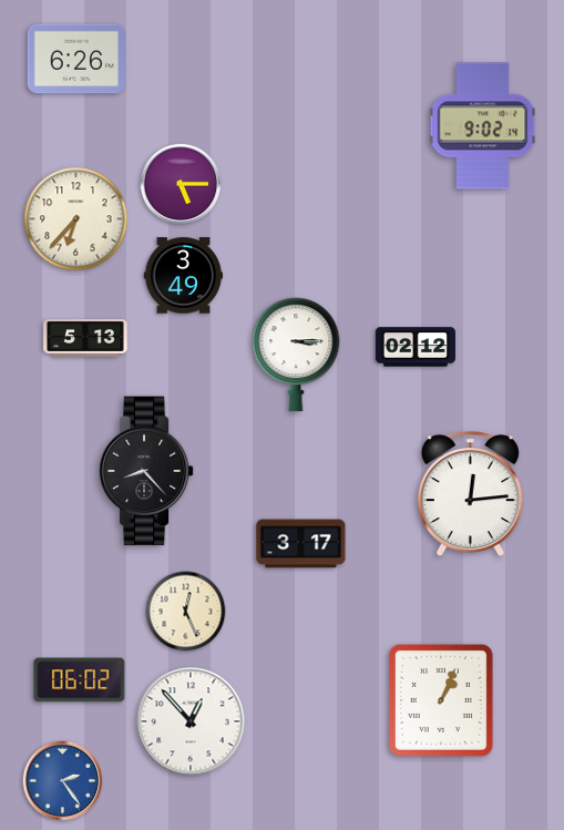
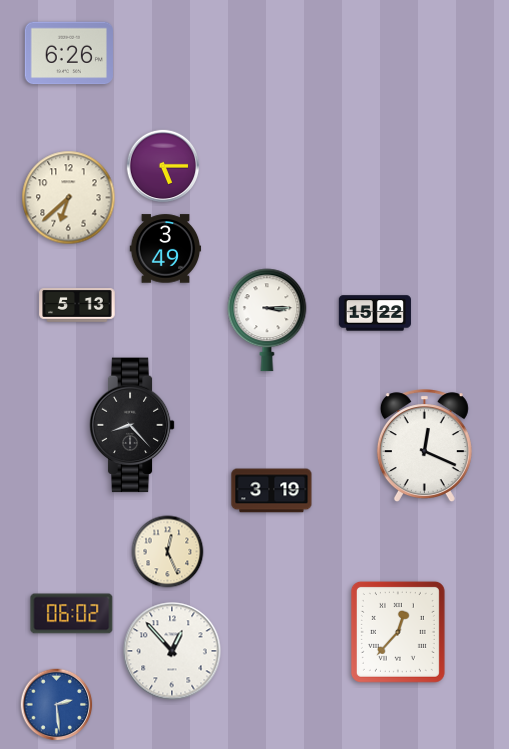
clock at (483, 126): 9:02 -> none
clock at (76, 219): 6:37 -> 6:38
clock at (416, 347): 02:12 -> 15:22
clock at (470, 494): 12:14 -> 12:19
clock at (301, 544): 3:17 -> 3:19
clock at (441, 700): 1:04 -> 12:37
clock at (63, 781): 2:24 -> 2:29
